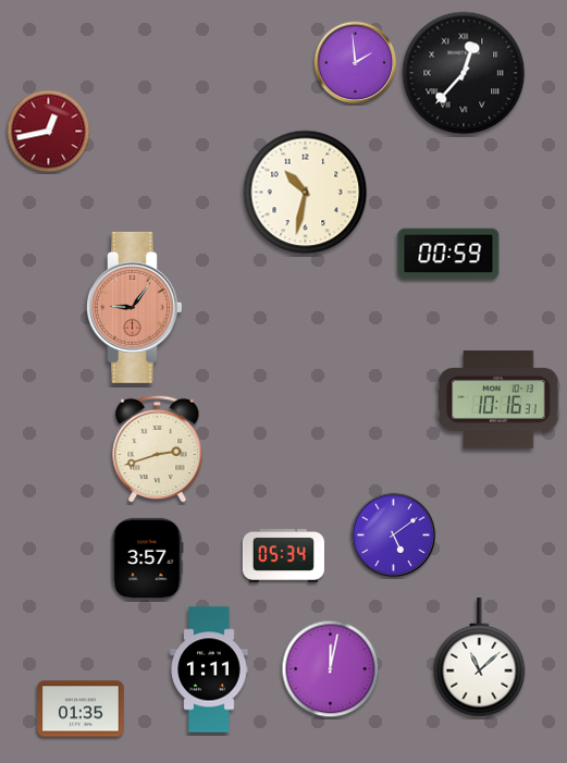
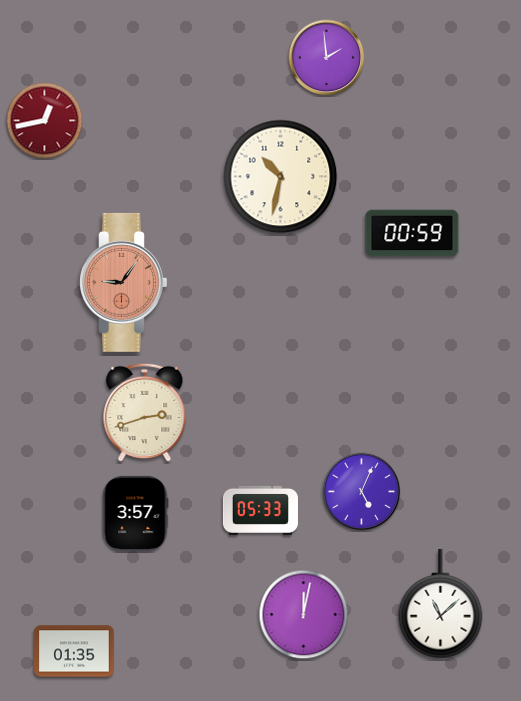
clock at (464, 73): 12:37 -> none
clock at (498, 399): 10:16 -> none
clock at (394, 536): 5:09 -> 5:04
clock at (283, 555): 05:34 -> 05:33
clock at (209, 669): 1:11 -> none
